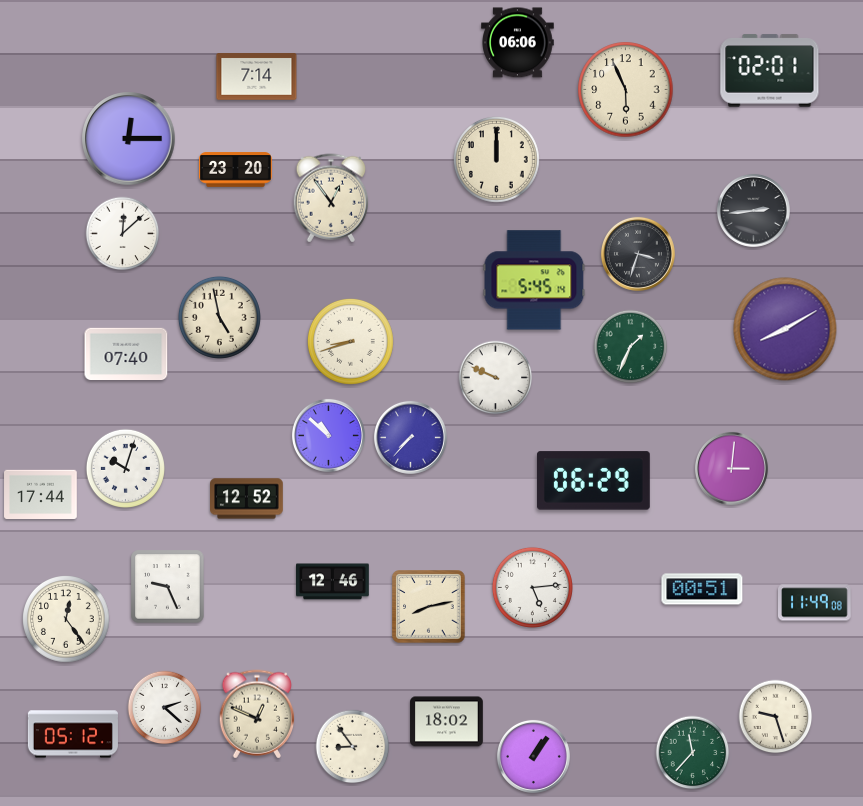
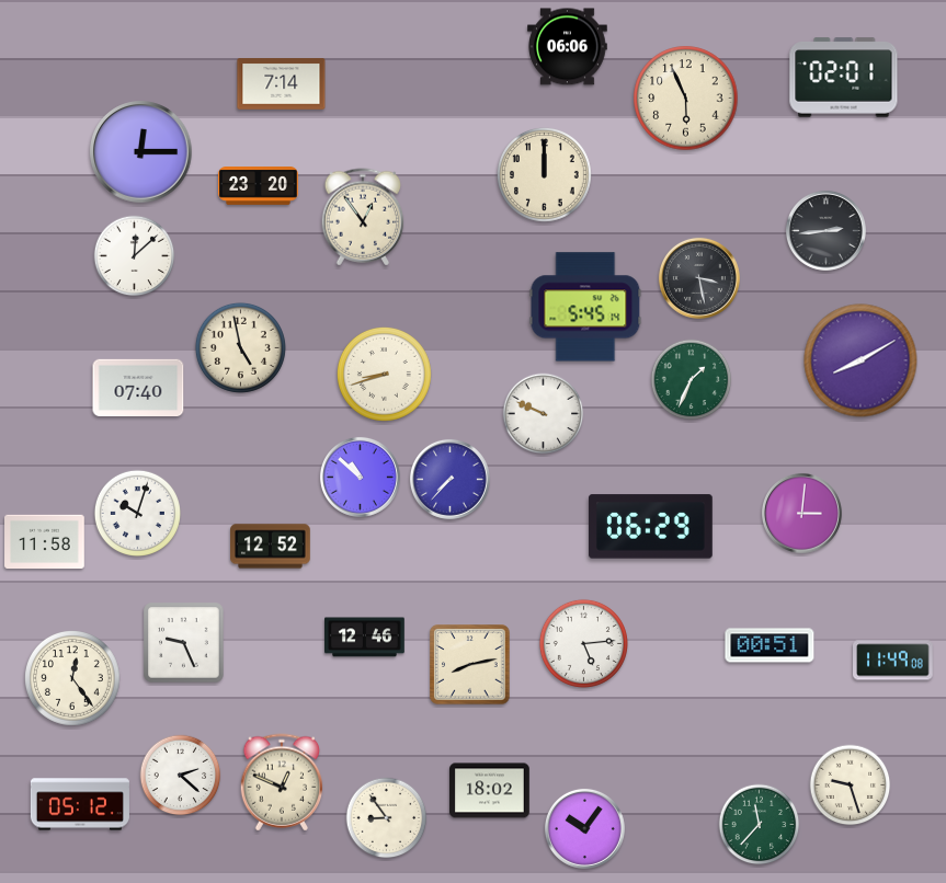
clock at (638, 254): 3:33 -> 3:28
clock at (41, 494): 17:44 -> 11:58
clock at (533, 756): 1:06 -> 10:06
